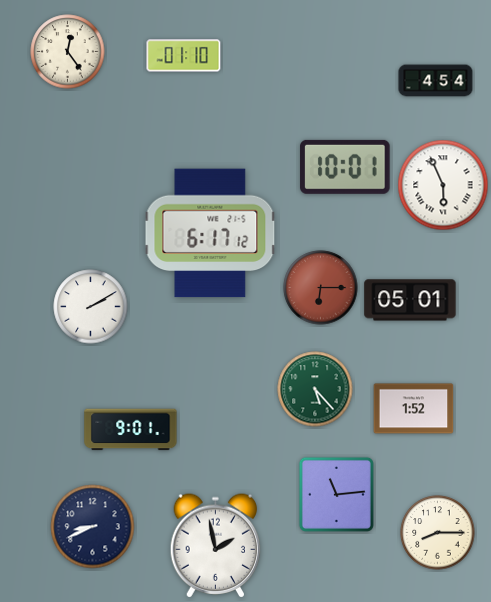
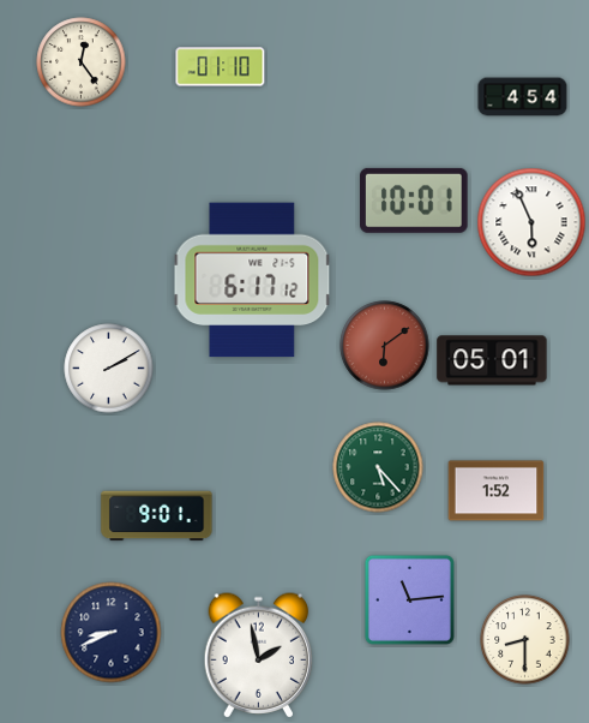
clock at (321, 288): 6:15 -> 6:09
clock at (336, 494) position: (336, 494) -> (409, 599)
clock at (438, 533): 8:15 -> 8:30
